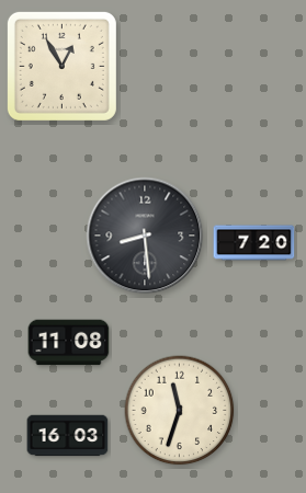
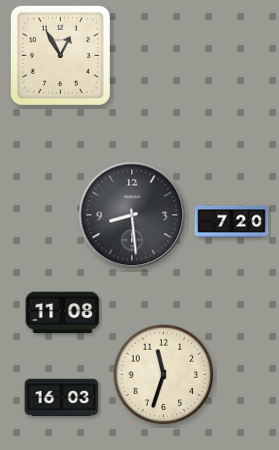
clock at (61, 66) position: (61, 66) -> (60, 55)
